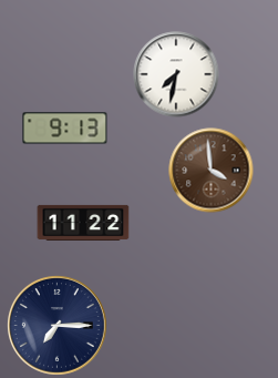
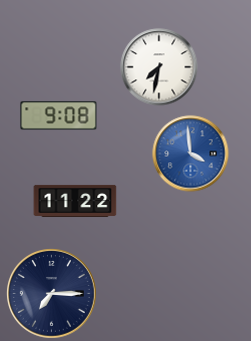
clock at (65, 129): 9:13 -> 9:08
clock at (212, 171) dial: brown -> blue
